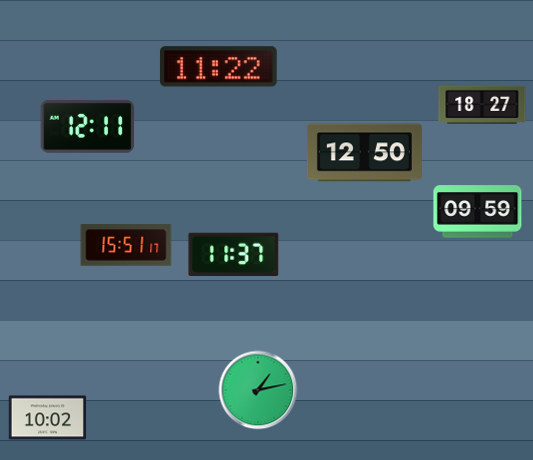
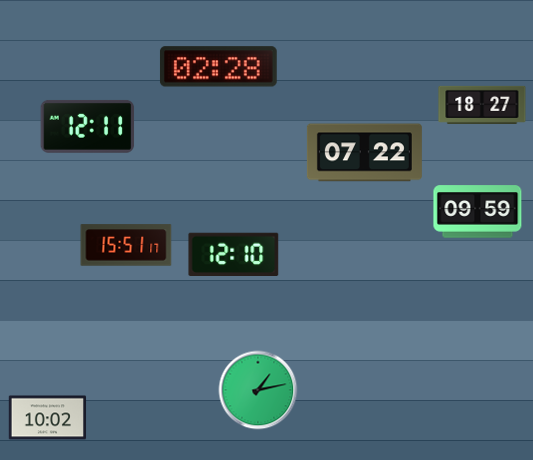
clock at (218, 67): 11:22 -> 02:28
clock at (364, 153): 12:50 -> 07:22
clock at (234, 255): 11:37 -> 12:10
